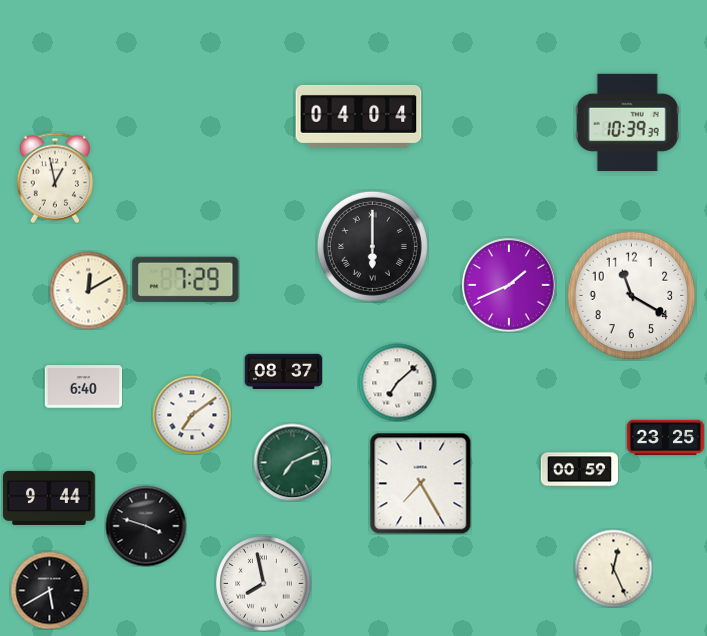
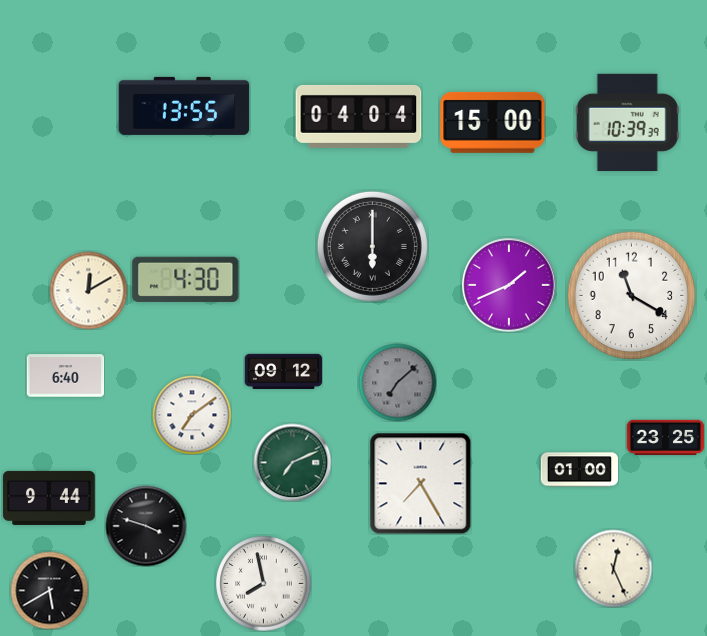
clock at (184, 106): none -> 13:55
clock at (493, 122): none -> 15:00
clock at (55, 178): 12:58 -> none
clock at (186, 279): 7:29 -> 4:30
clock at (283, 371): 08:37 -> 09:12
clock at (397, 382) dial: white -> grey
clock at (83, 387) position: (83, 387) -> (65, 376)
clock at (579, 470): 00:59 -> 01:00
